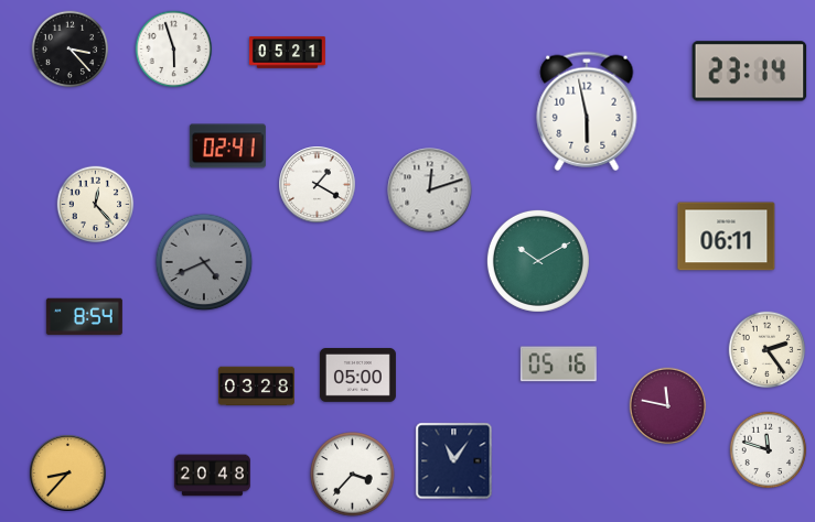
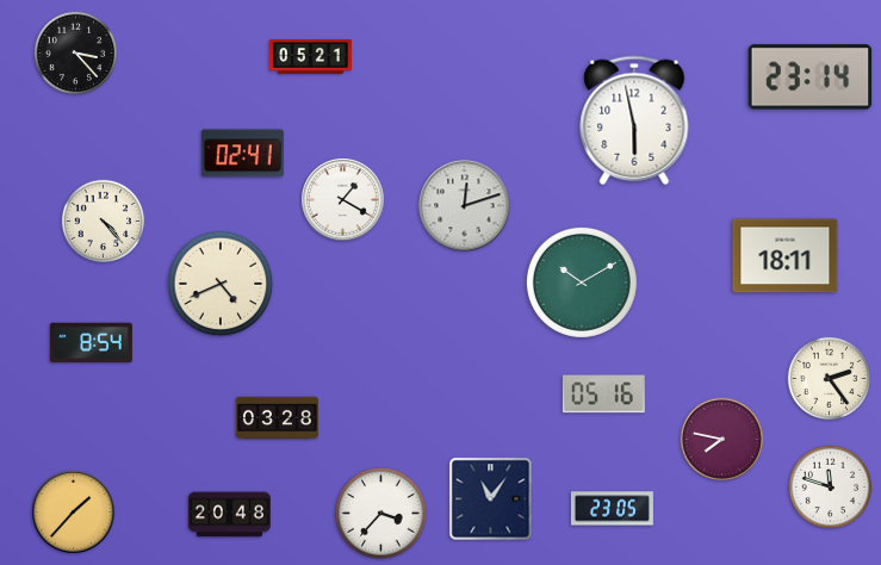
clock at (174, 50): 5:57 -> none
clock at (227, 146) position: (227, 146) -> (242, 154)
clock at (96, 205): 12:23 -> 4:23
clock at (727, 237): 06:11 -> 18:11
clock at (204, 262) dial: grey -> cream
clock at (357, 376): 05:00 -> none
clock at (668, 406): 11:47 -> 7:47
clock at (612, 509): none -> 23:05
clock at (68, 474): 8:37 -> 1:37
